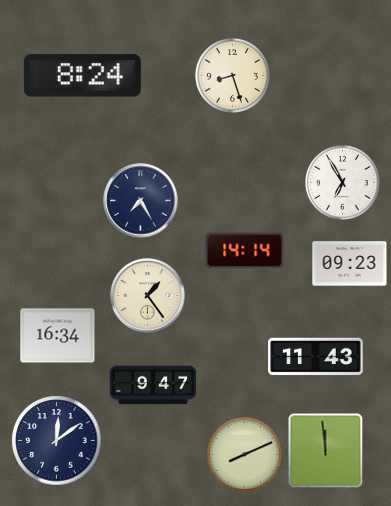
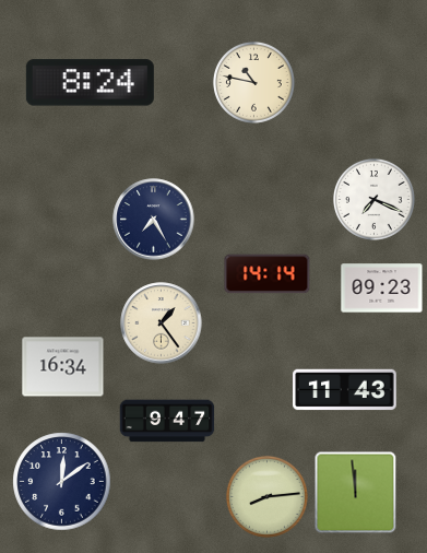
clock at (233, 76): 8:27 -> 10:47
clock at (343, 183): 6:55 -> 7:19
clock at (245, 455): 8:11 -> 8:14
